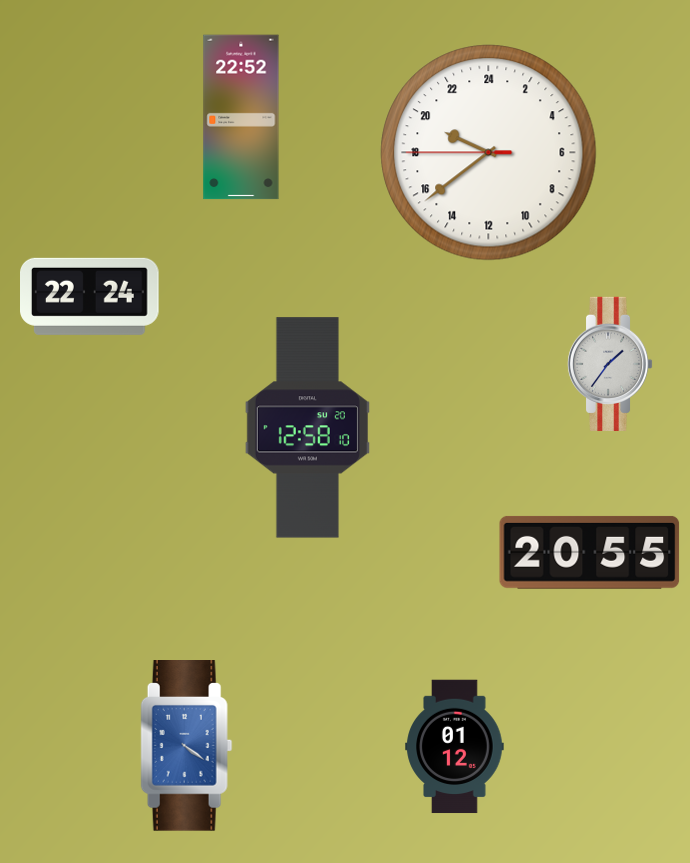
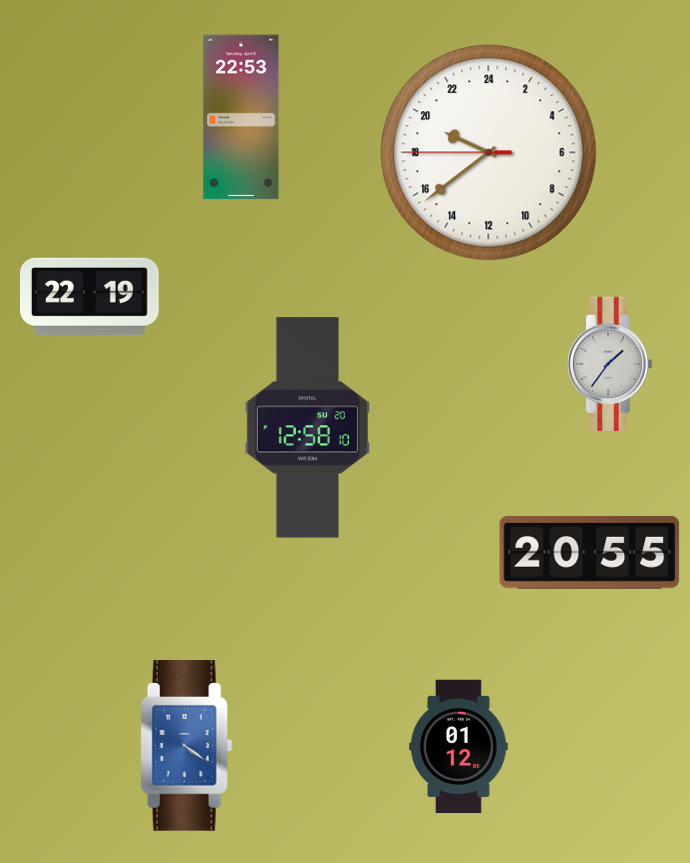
clock at (241, 117): 22:52 -> 22:53
clock at (90, 296): 22:24 -> 22:19
clock at (455, 747) position: (455, 747) -> (459, 747)
